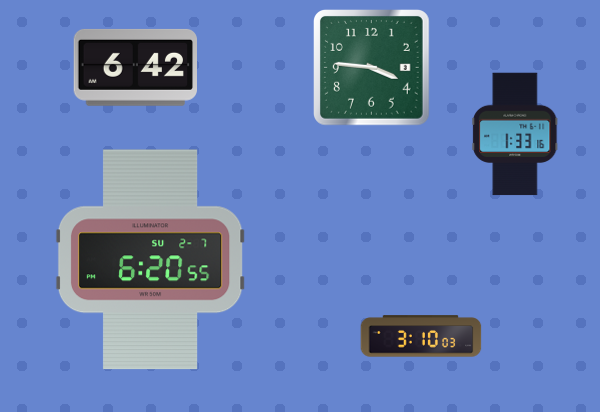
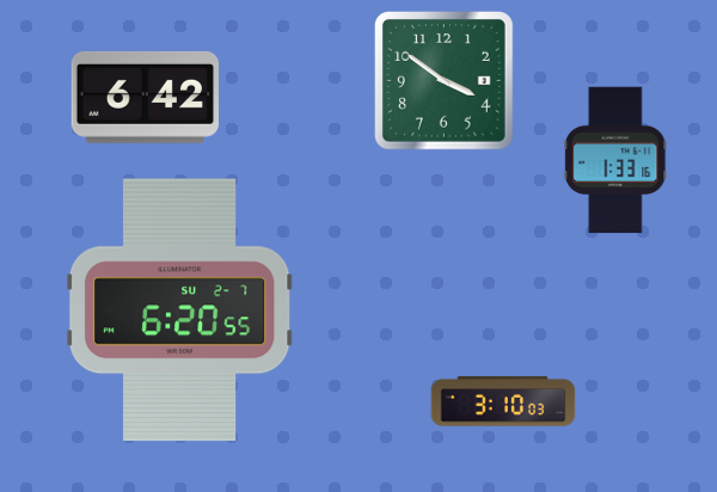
clock at (135, 67) position: (135, 67) -> (145, 97)
clock at (372, 68): 3:46 -> 3:51
